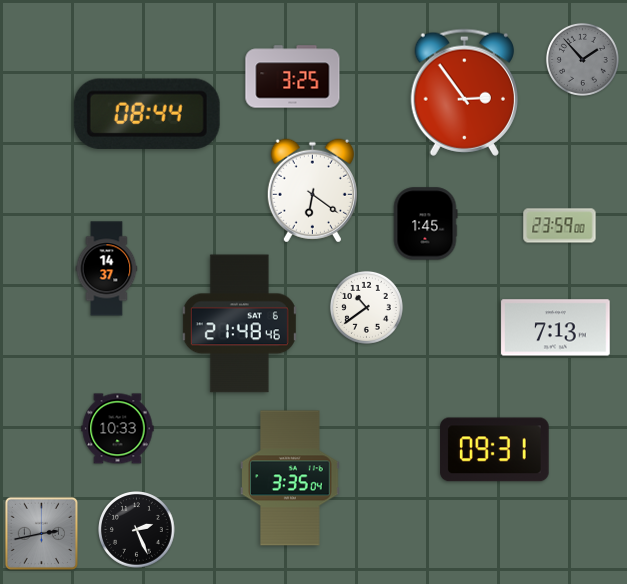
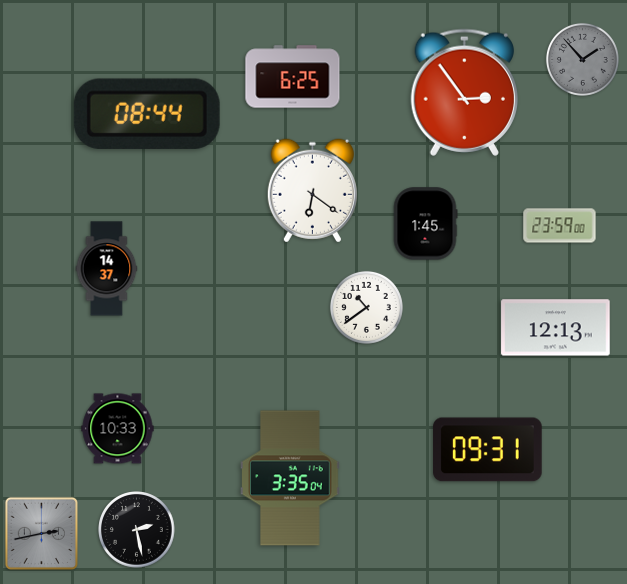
clock at (293, 77): 3:25 -> 6:25
clock at (239, 324): 21:48 -> none
clock at (556, 328): 7:13 -> 12:13
clock at (495, 450) position: (495, 450) -> (488, 450)
clock at (137, 530): 2:26 -> 2:28
